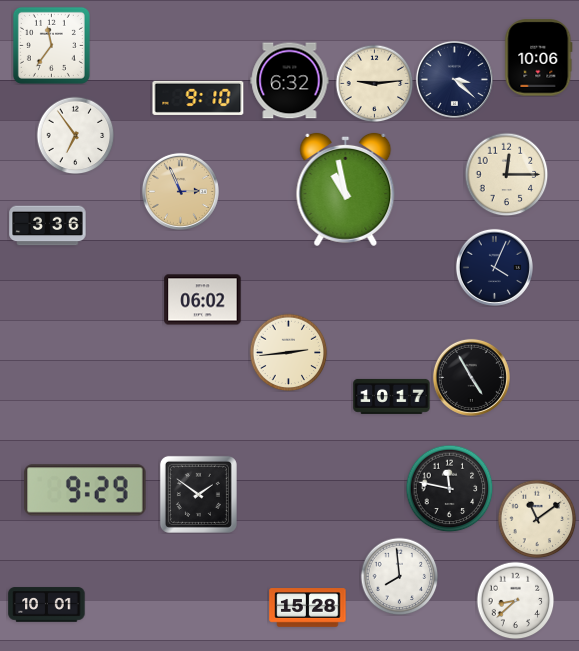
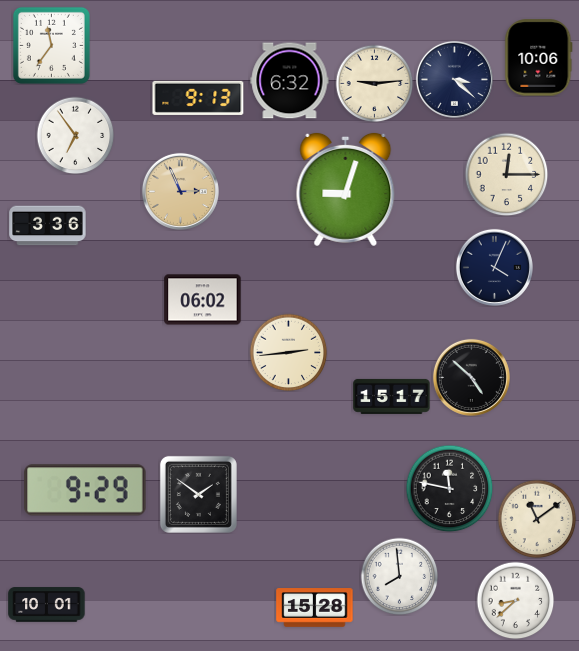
clock at (198, 98): 9:10 -> 9:13
clock at (346, 189): 10:58 -> 9:03
clock at (471, 377): 4:55 -> 4:52
clock at (392, 396): 10:17 -> 15:17
clock at (308, 608) position: (308, 608) -> (315, 608)
